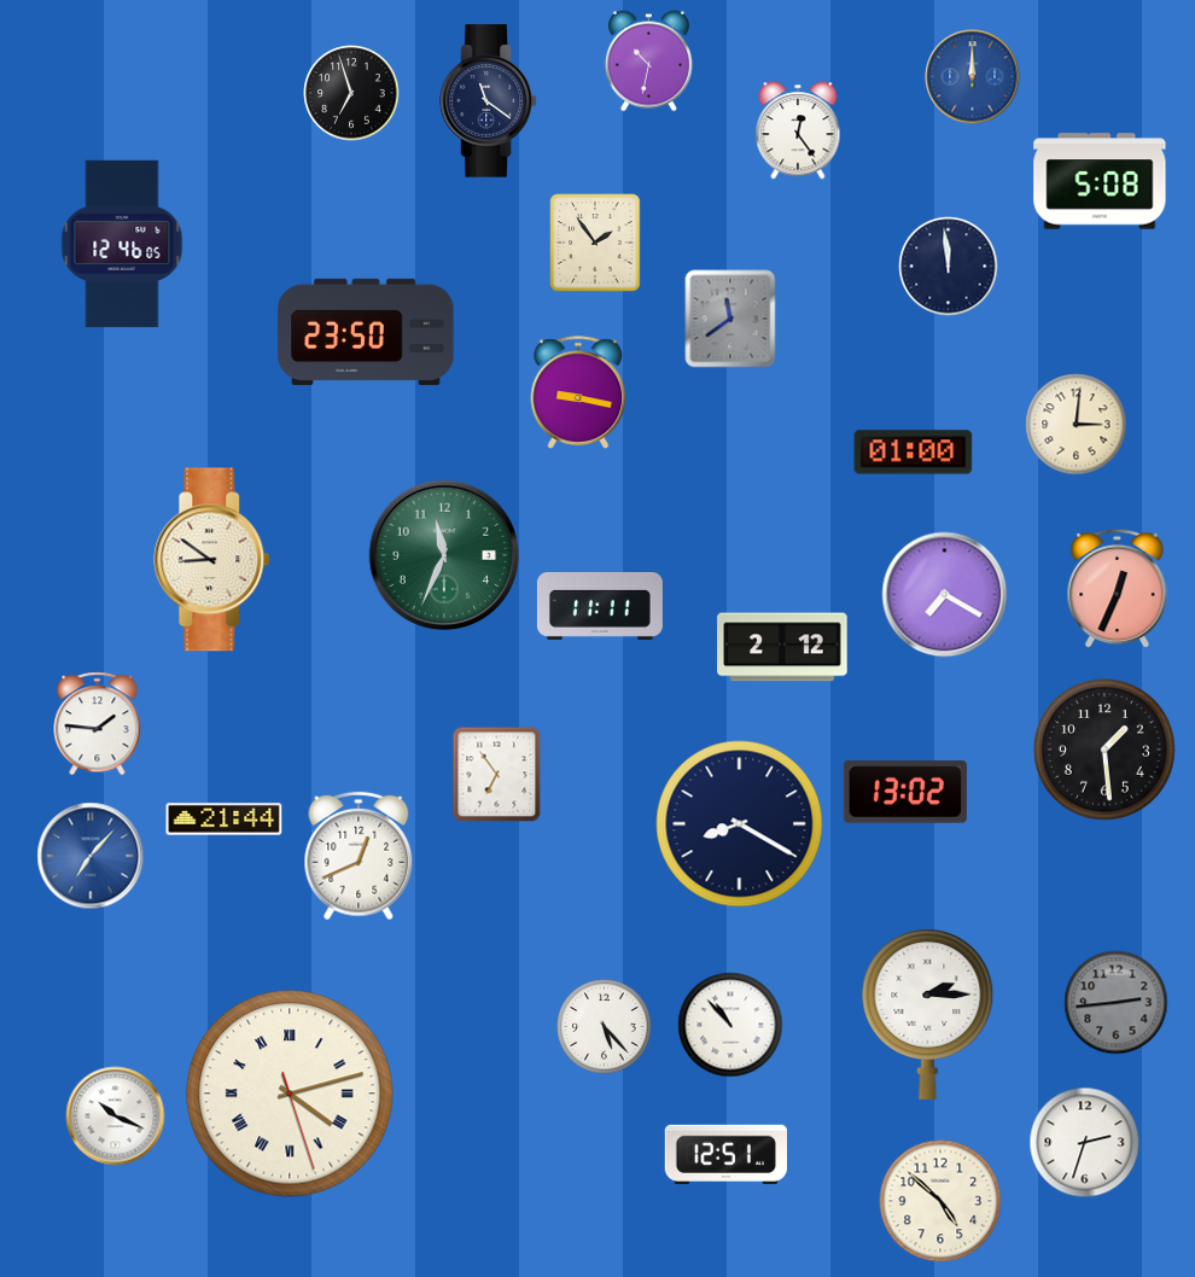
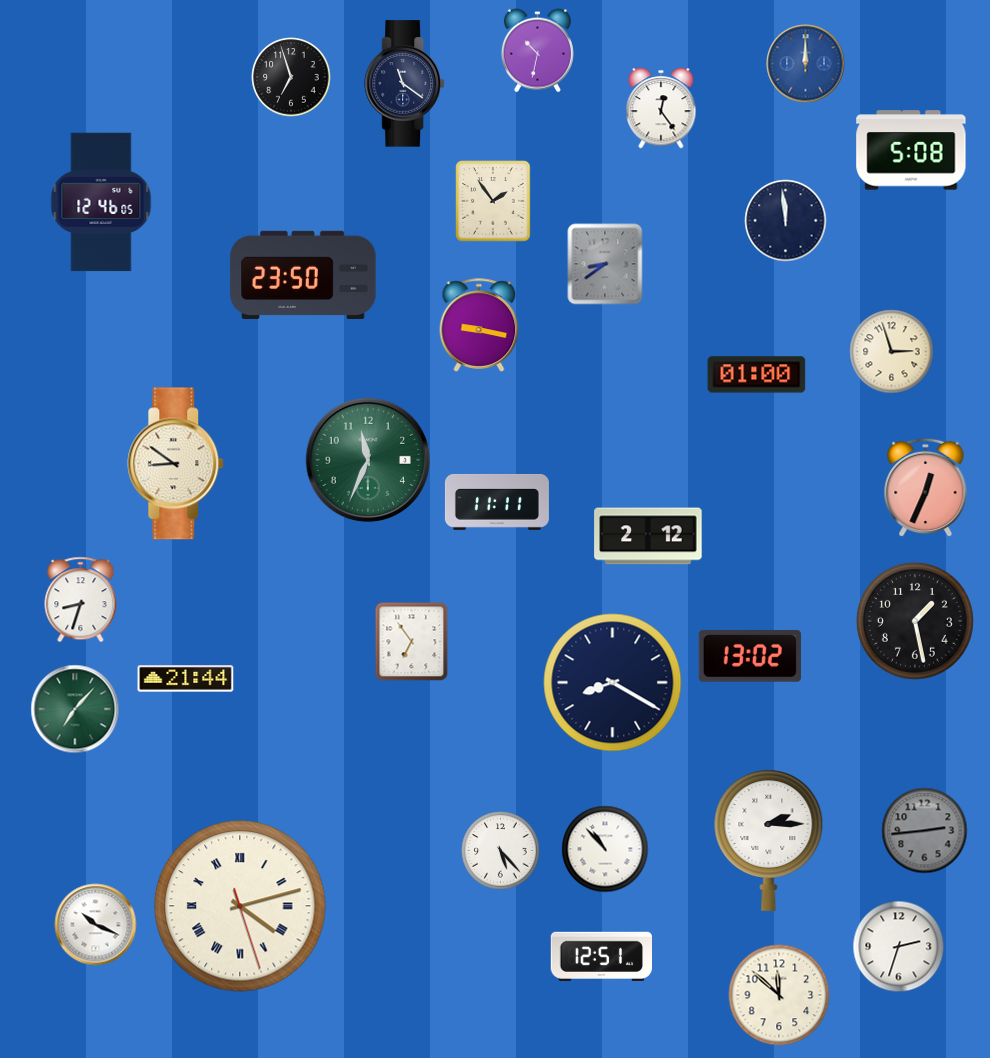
clock at (730, 319): 11:39 -> 8:39
clock at (1077, 425): 3:01 -> 2:57
clock at (945, 595): 7:20 -> none
clock at (98, 724): 1:46 -> 8:33
clock at (1104, 750): 1:29 -> 1:28
clock at (91, 856) dial: blue -> green
clock at (358, 856): 12:41 -> none
clock at (940, 1201): 4:52 -> 11:52
